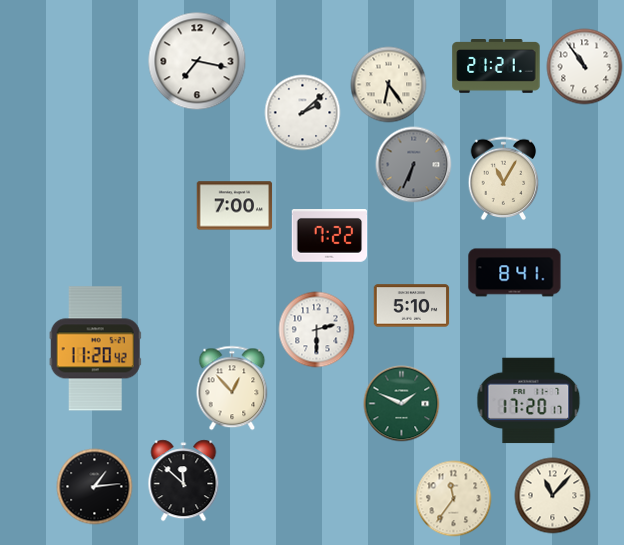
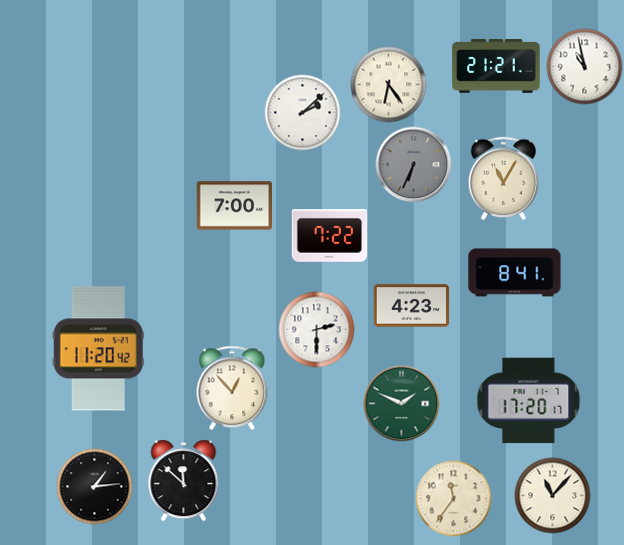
clock at (197, 61): 7:17 -> none
clock at (585, 67): 10:54 -> 10:58
clock at (412, 306): 5:10 -> 4:23
clock at (95, 349) position: (95, 349) -> (98, 349)
